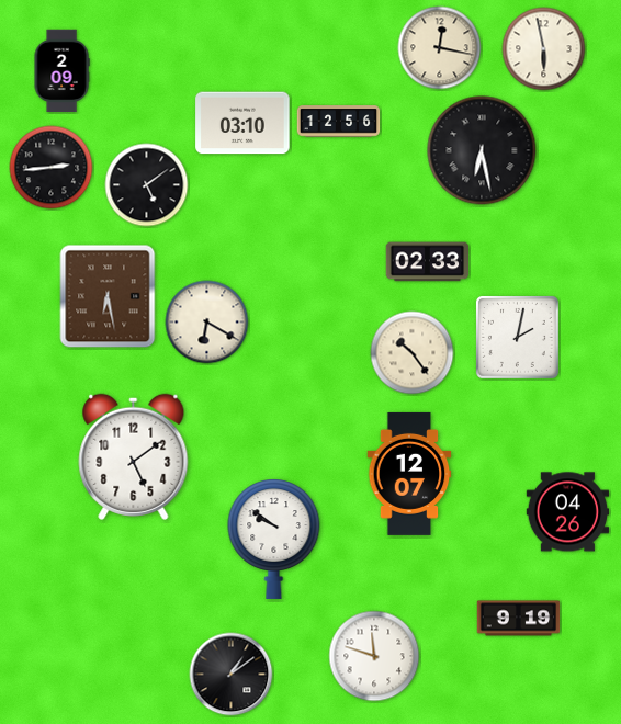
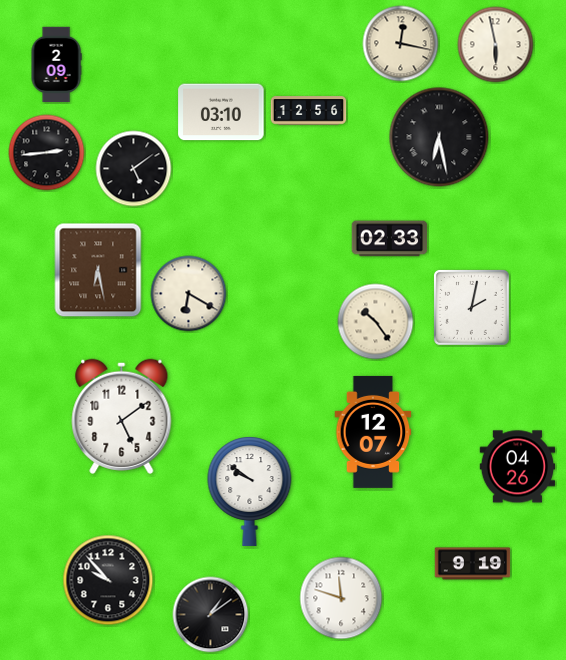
clock at (108, 580): none -> 9:53
